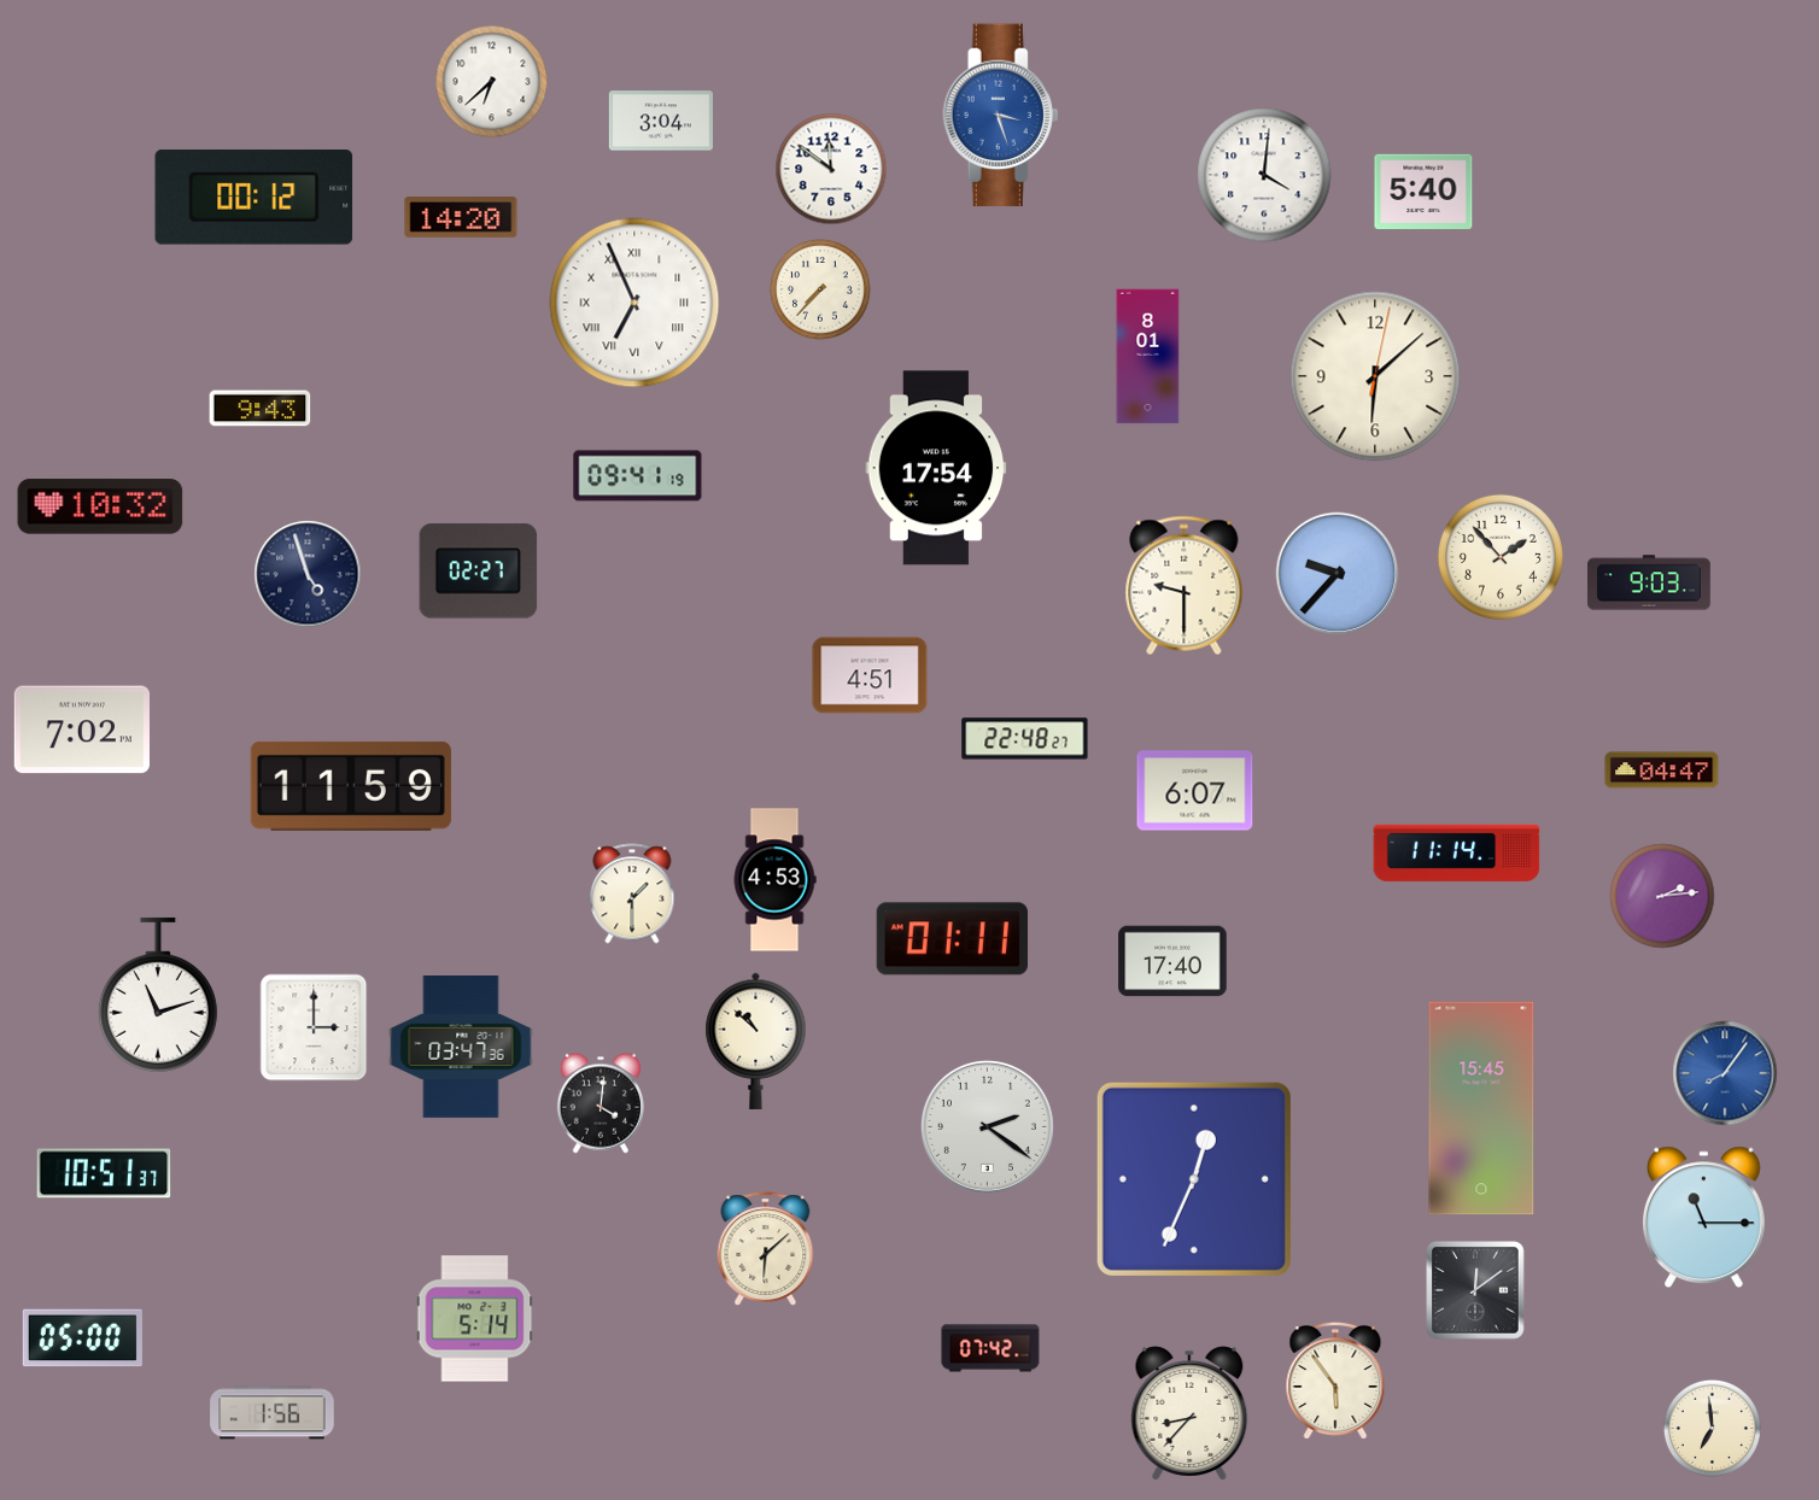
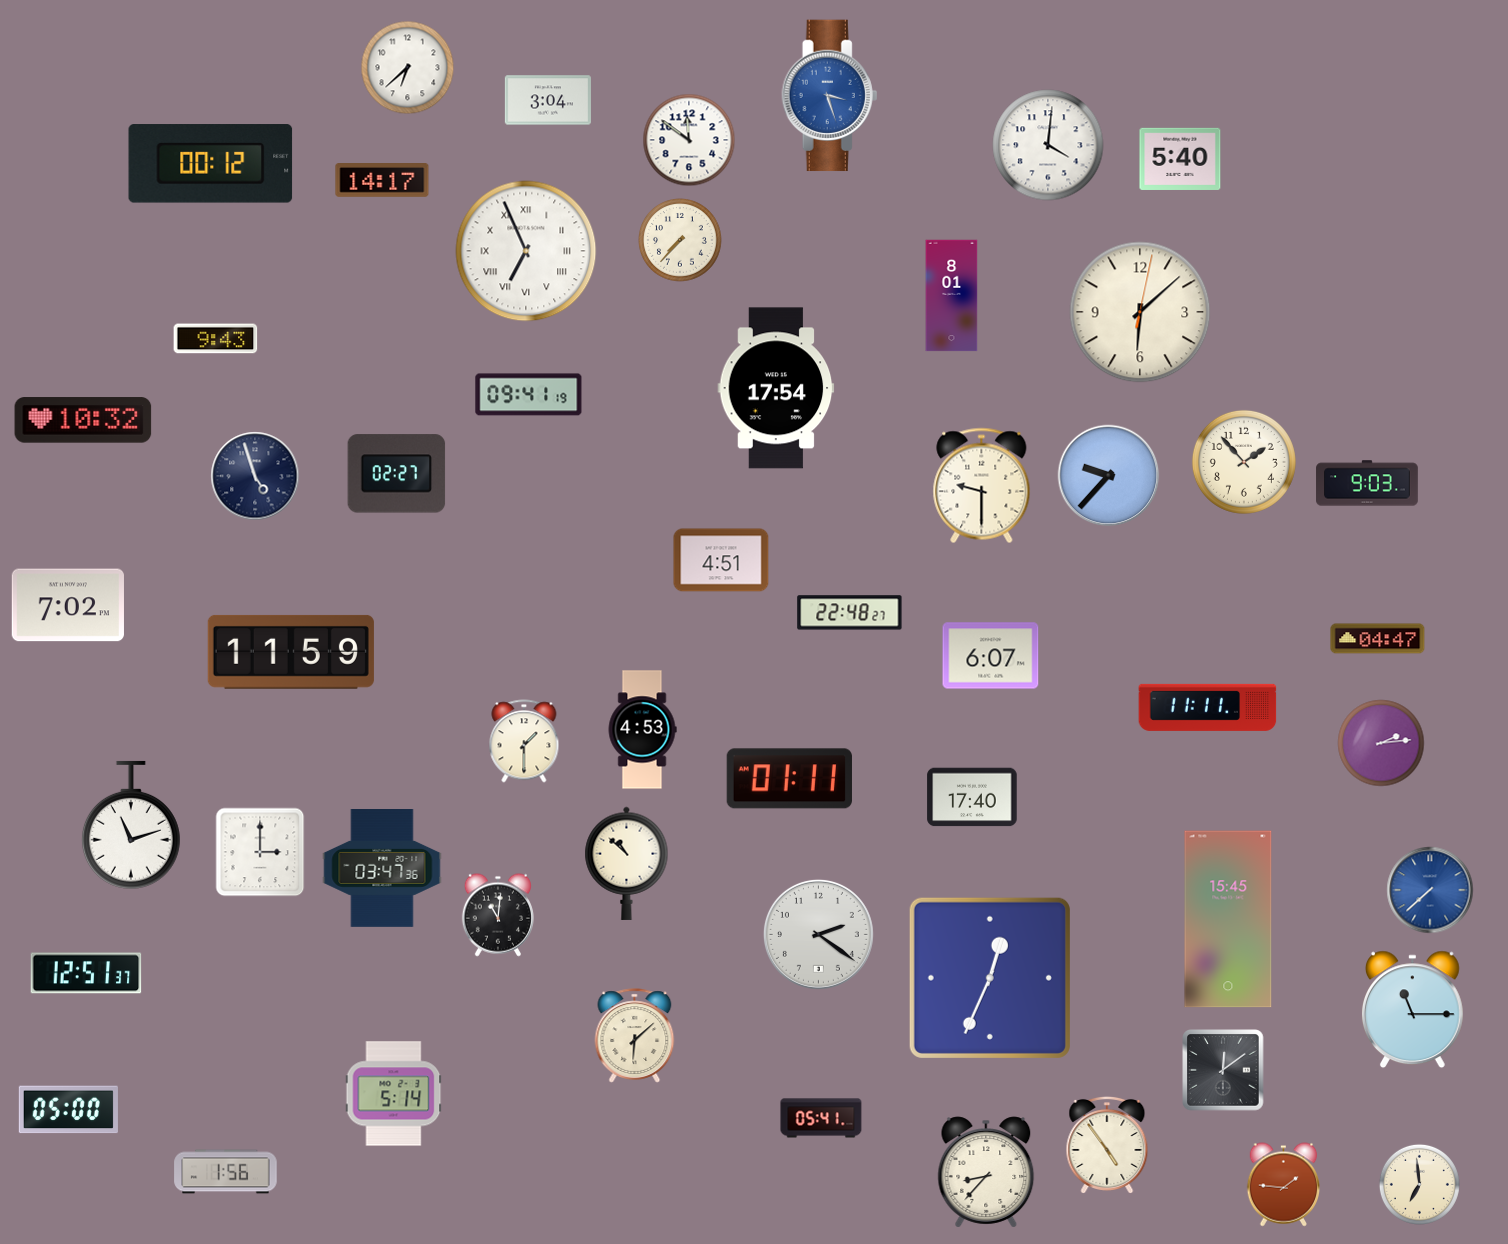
clock at (461, 218): 14:20 -> 14:17
clock at (1457, 852): 11:14 -> 11:11
clock at (1662, 896) position: (1662, 896) -> (1381, 743)
clock at (1725, 1073): 8:06 -> 7:38
clock at (601, 1103): 4:01 -> 11:01
clock at (104, 1173): 10:51 -> 12:51
clock at (990, 1348): 07:42 -> 05:41
clock at (1335, 1381): 5:54 -> 4:54
clock at (1284, 1185): none -> 1:46
